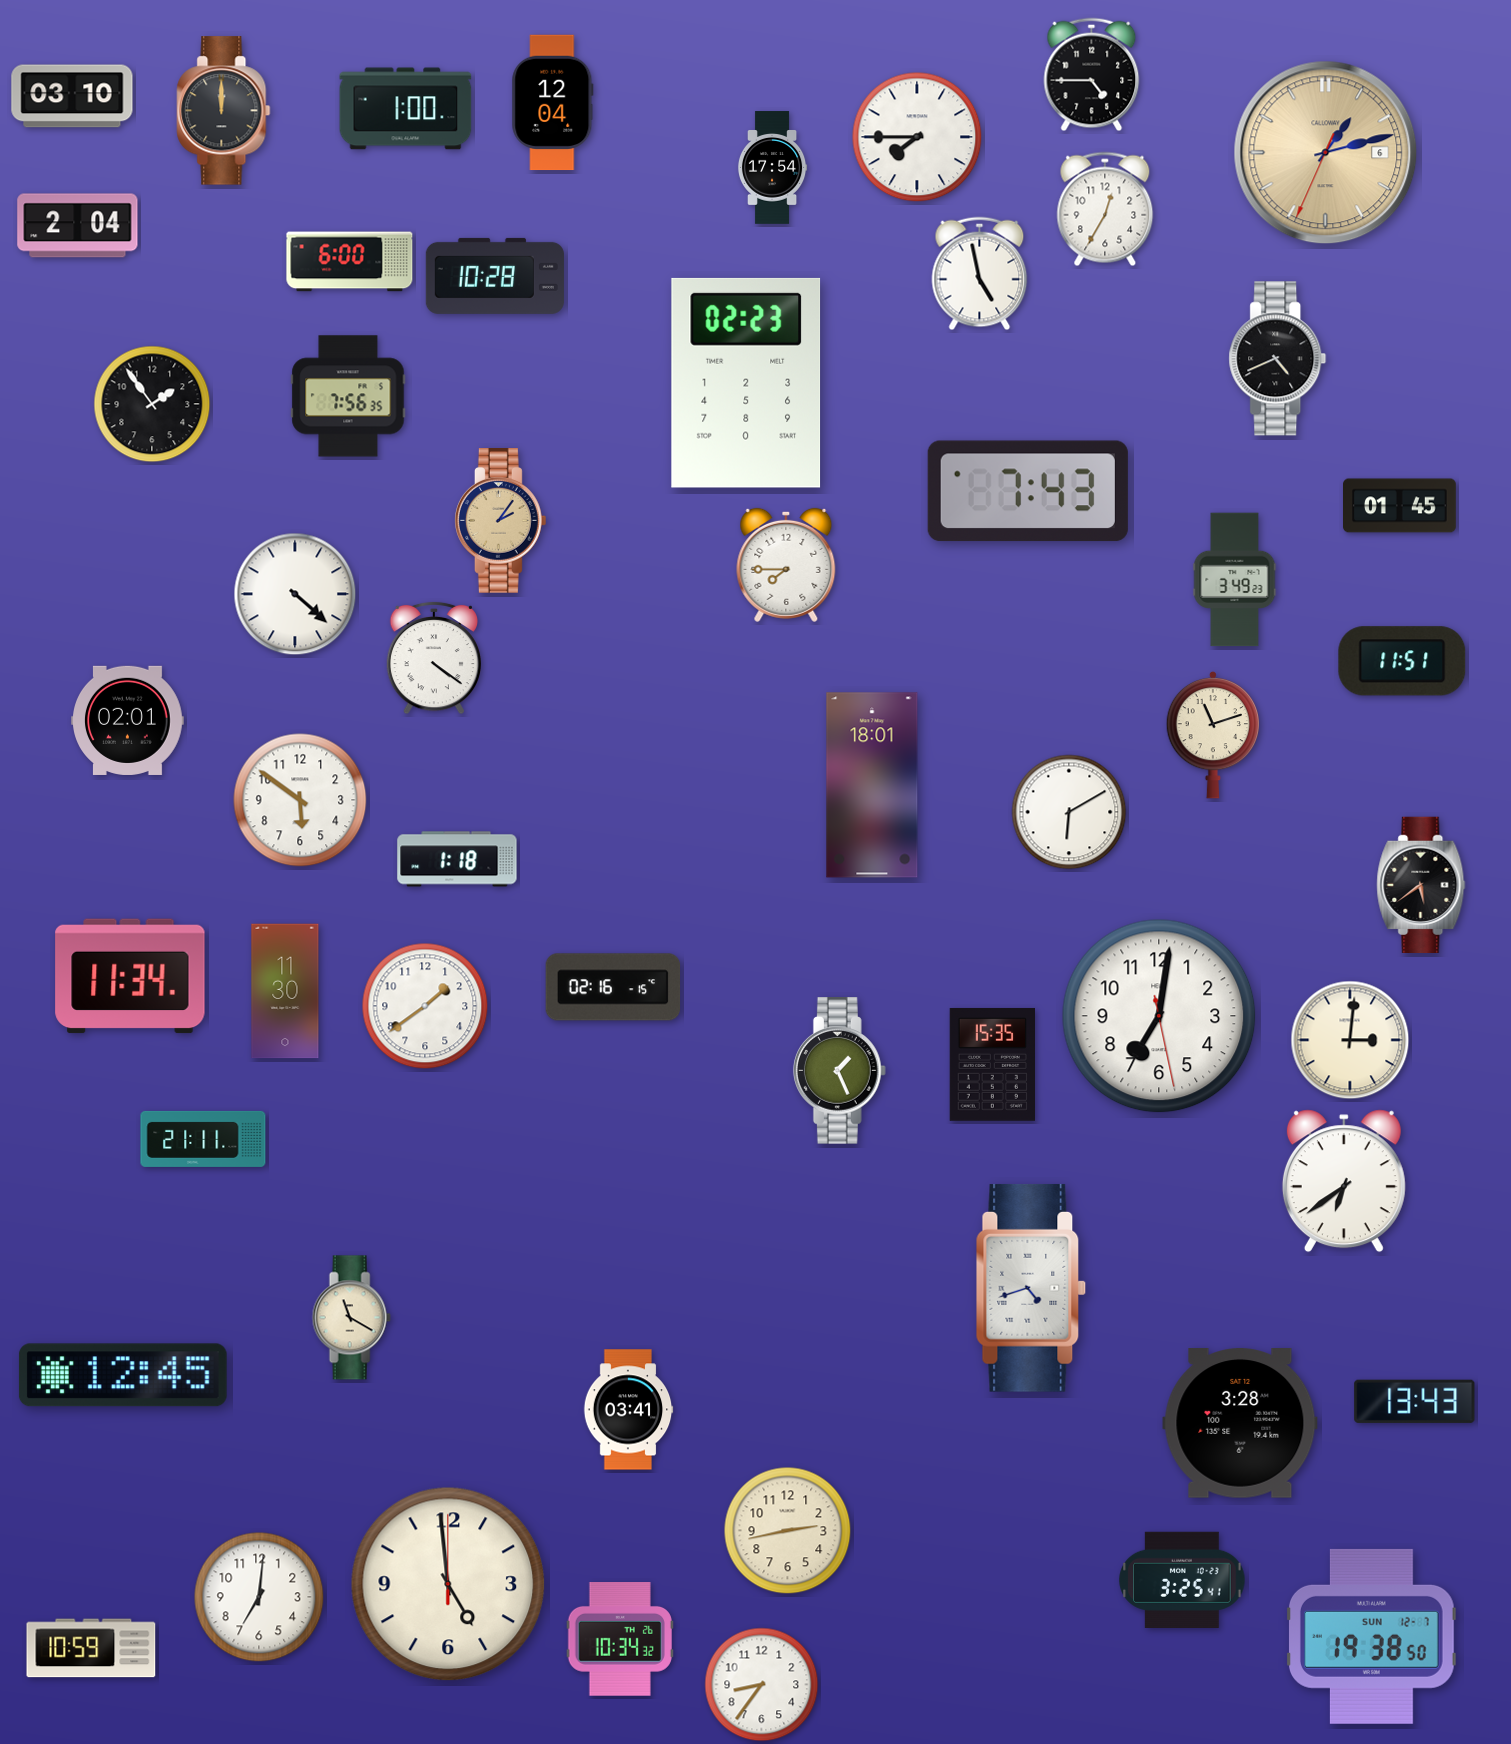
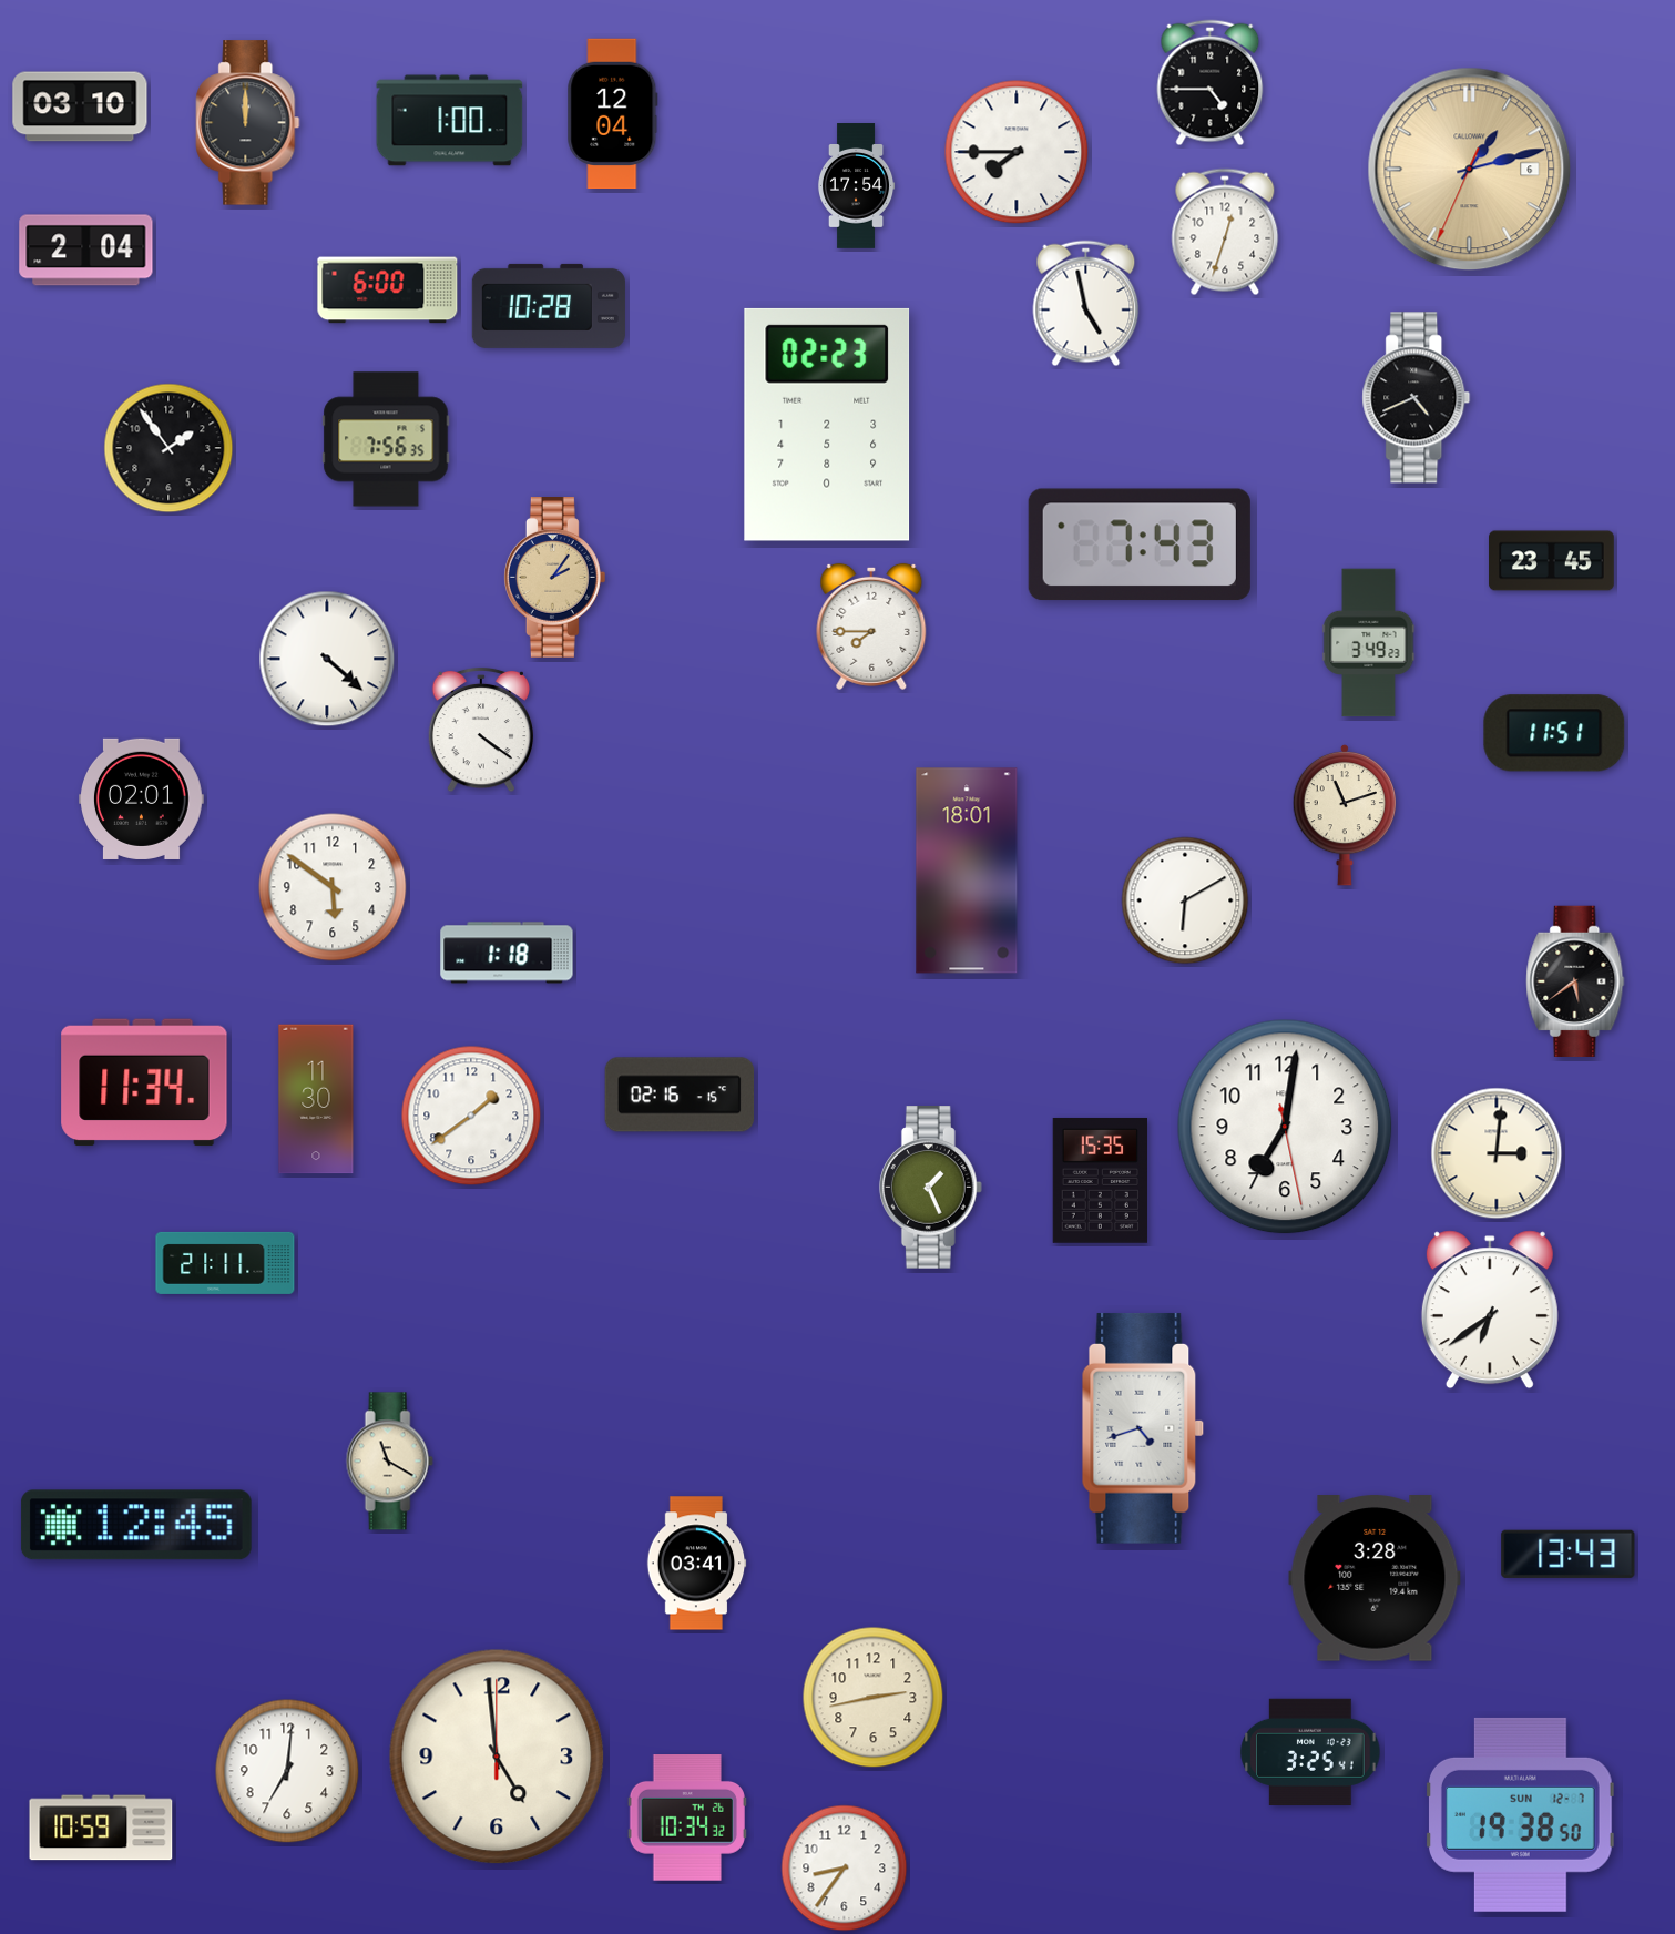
clock at (1105, 209): 12:35 -> 12:33
clock at (1400, 506): 01:45 -> 23:45
